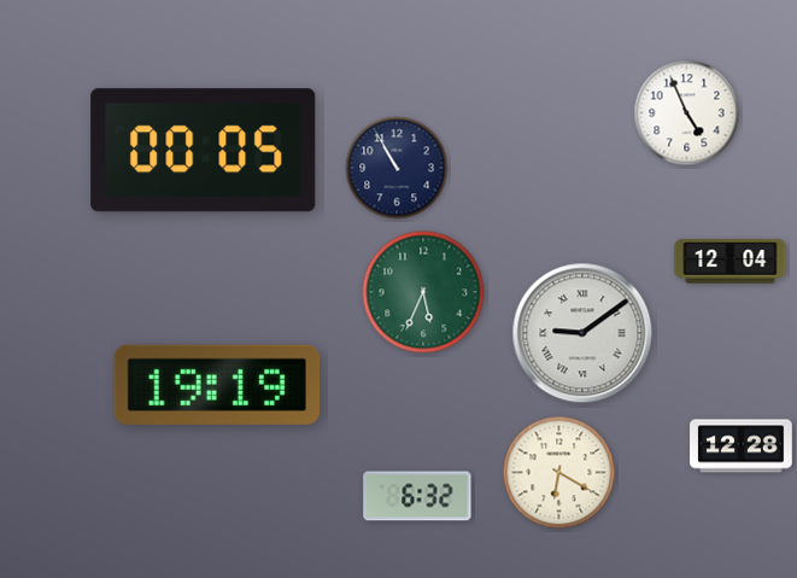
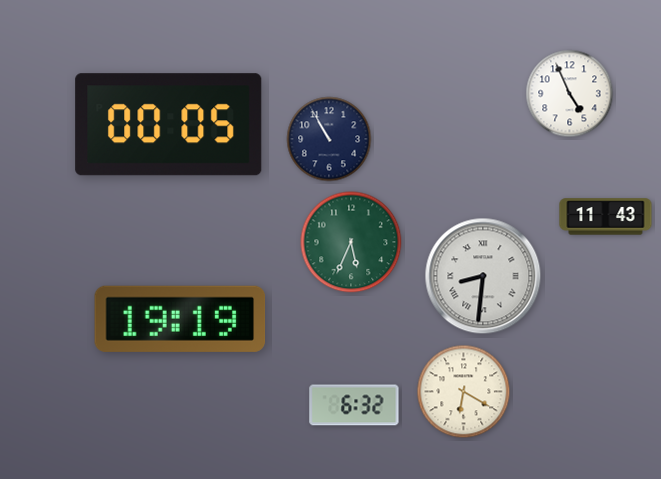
clock at (731, 262): 12:04 -> 11:43
clock at (582, 333): 9:09 -> 8:31
clock at (742, 446): 12:28 -> none
clock at (417, 496) position: (417, 496) -> (354, 405)
